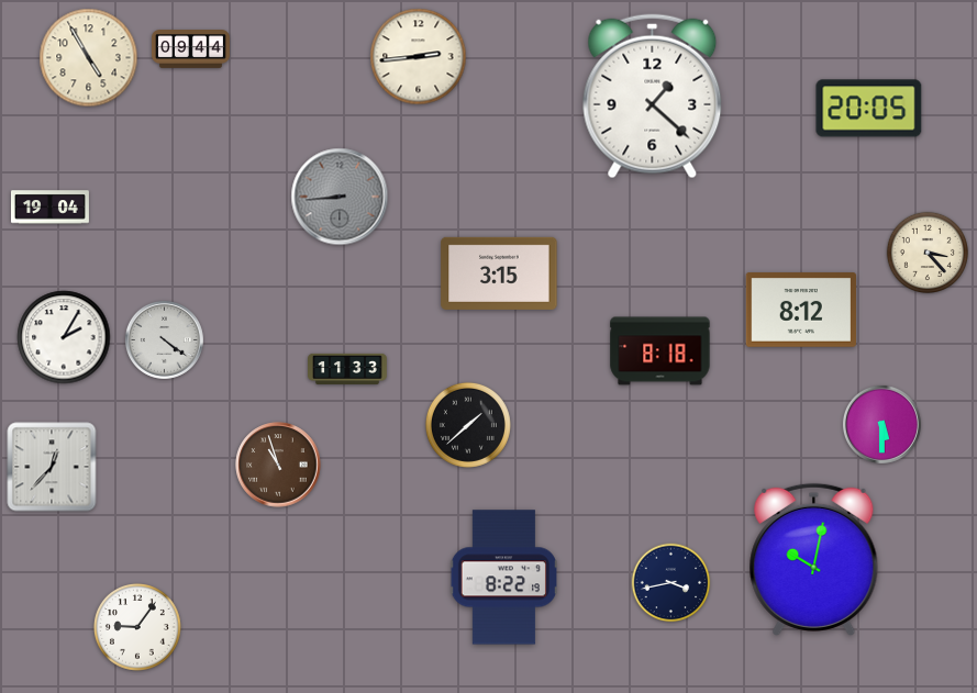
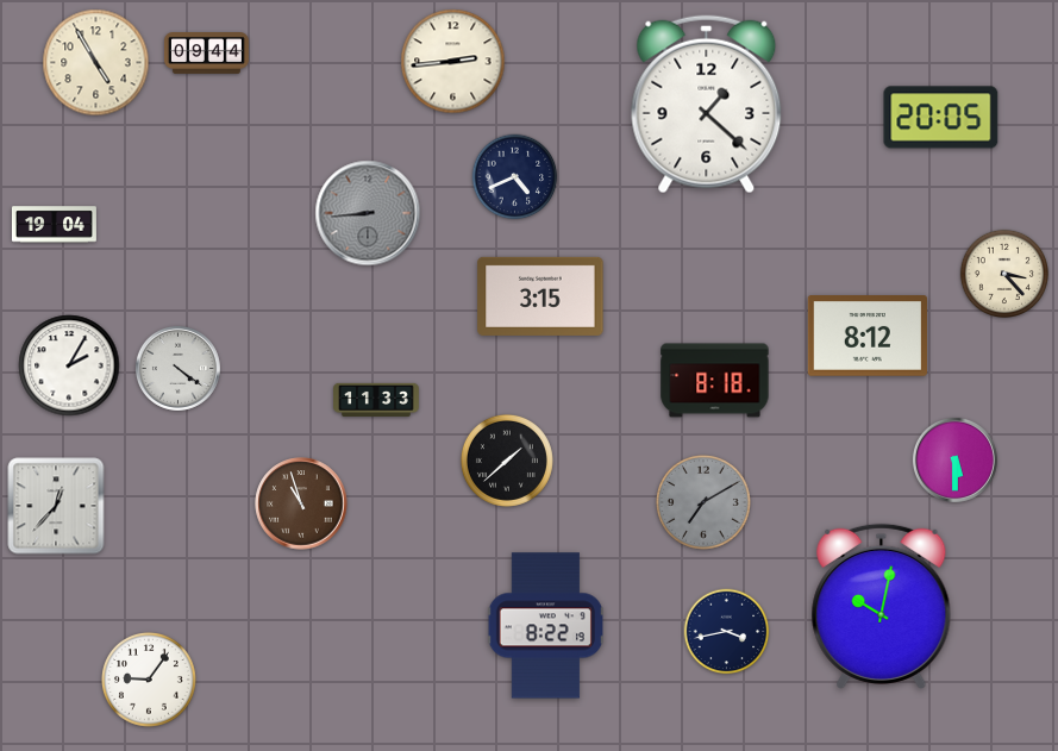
clock at (515, 177): none -> 4:41
clock at (705, 503): none -> 7:10
